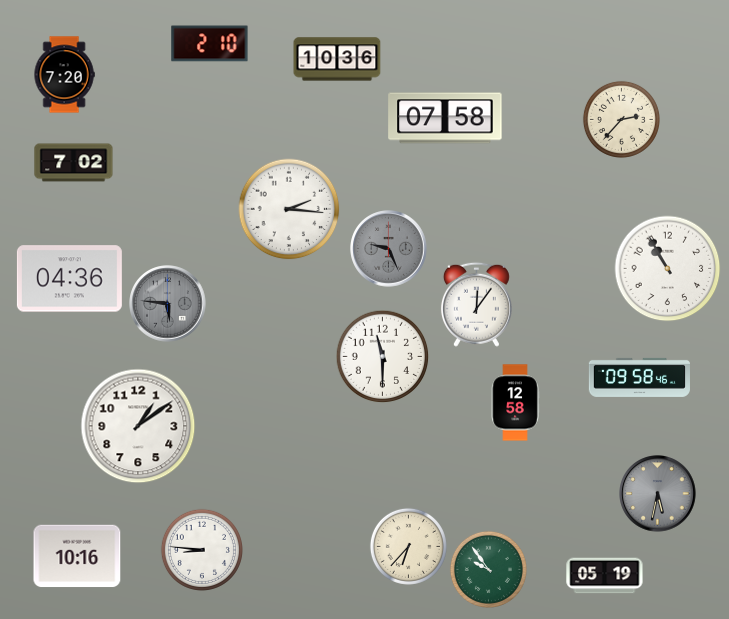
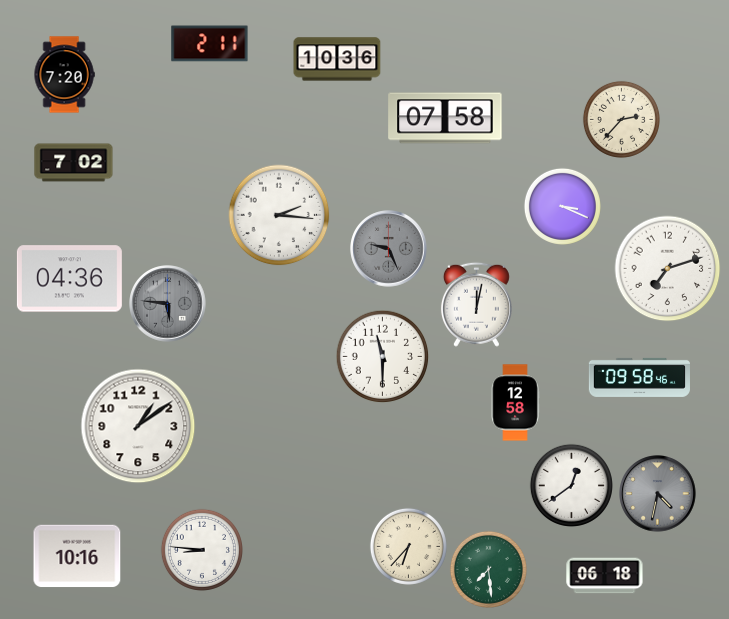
clock at (210, 44): 2:10 -> 2:11
clock at (562, 206): none -> 3:19
clock at (289, 209) position: (289, 209) -> (279, 215)
clock at (668, 269): 10:55 -> 7:12
clock at (476, 304): 12:06 -> 12:02
clock at (571, 485): none -> 12:39
clock at (658, 494): 5:32 -> 4:32
clock at (488, 569): 9:54 -> 7:29
clock at (605, 576): 05:19 -> 06:18
